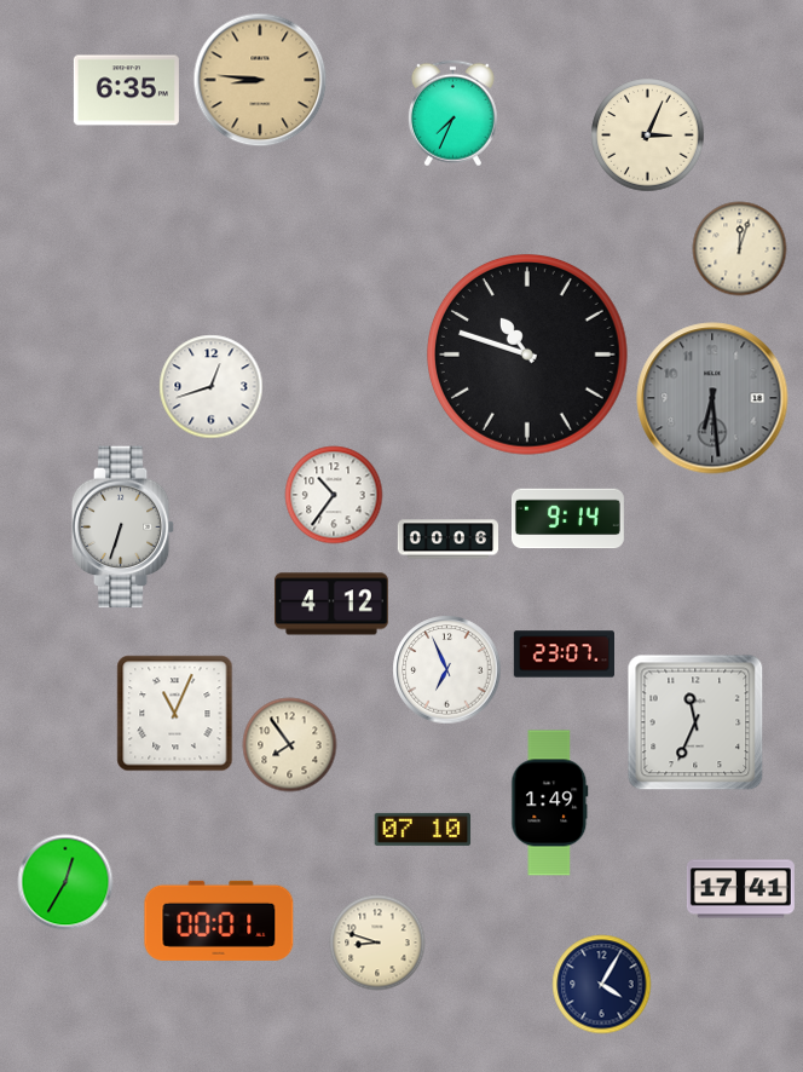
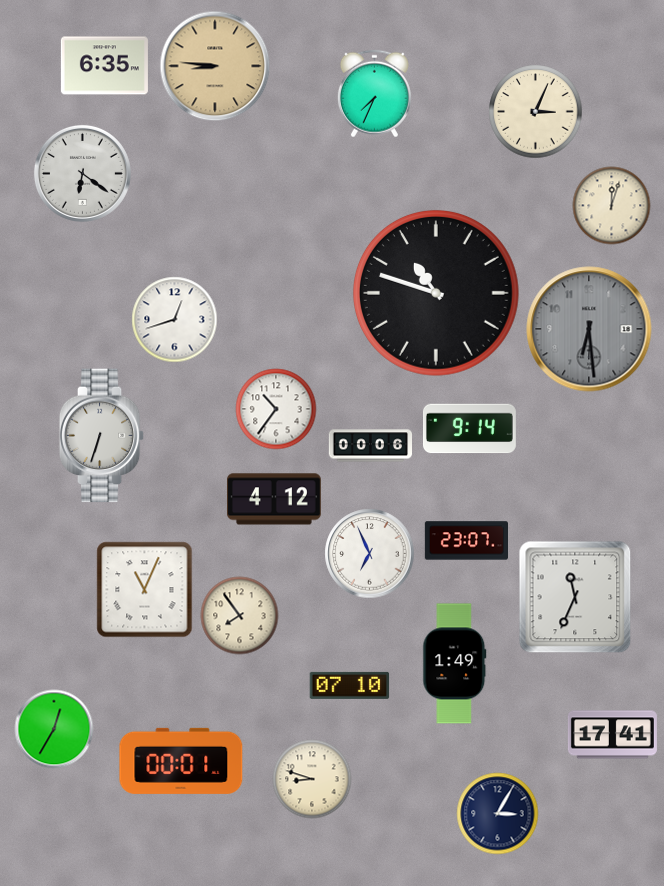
clock at (126, 91) position: (126, 91) -> (104, 66)
clock at (82, 173): none -> 6:21
clock at (601, 984): 4:05 -> 3:05
